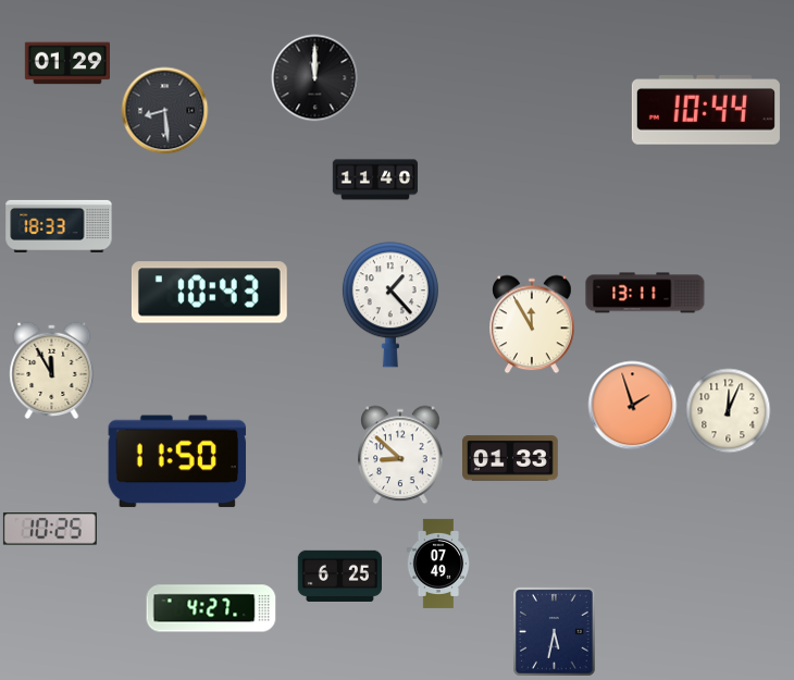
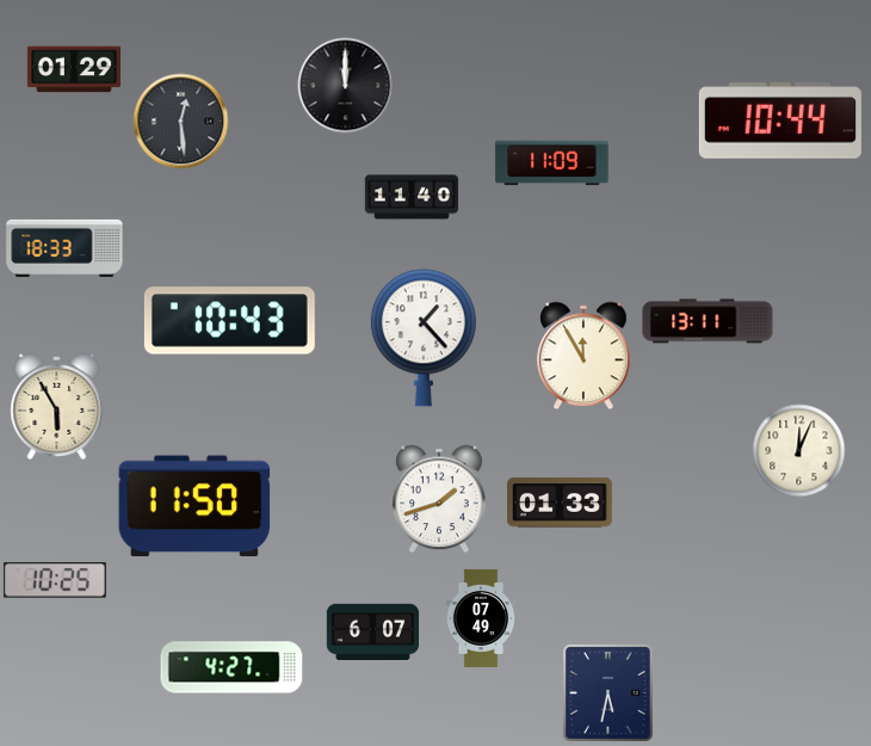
clock at (164, 110): 8:29 -> 12:29
clock at (706, 110) position: (706, 110) -> (780, 121)
clock at (552, 164): none -> 11:09
clock at (390, 305) position: (390, 305) -> (424, 338)
clock at (52, 370): 11:55 -> 5:55
clock at (632, 405): 1:57 -> none
clock at (400, 455): 8:52 -> 1:42
clock at (339, 576): 6:25 -> 6:07
